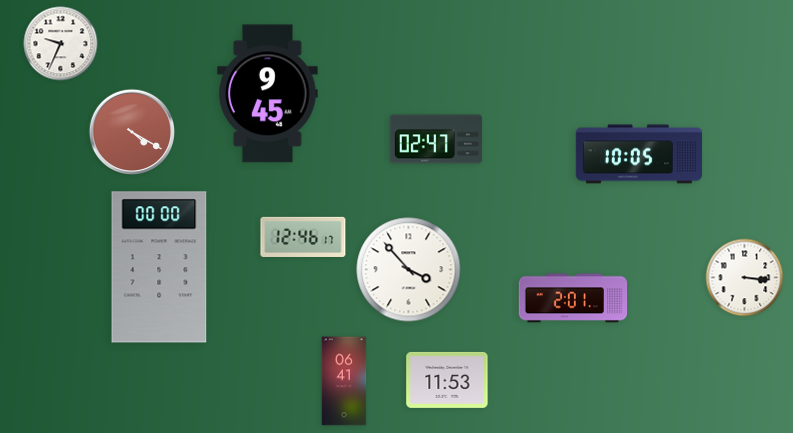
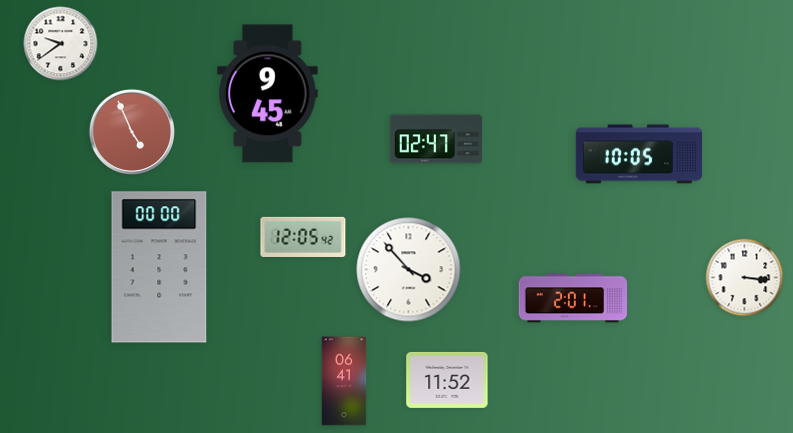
clock at (61, 44): 9:34 -> 9:39
clock at (131, 131): 4:20 -> 4:56
clock at (303, 237): 12:46 -> 12:05
clock at (447, 380): 11:53 -> 11:52
